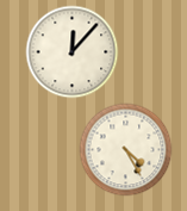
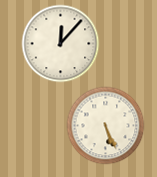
clock at (125, 149): 4:25 -> 5:26
